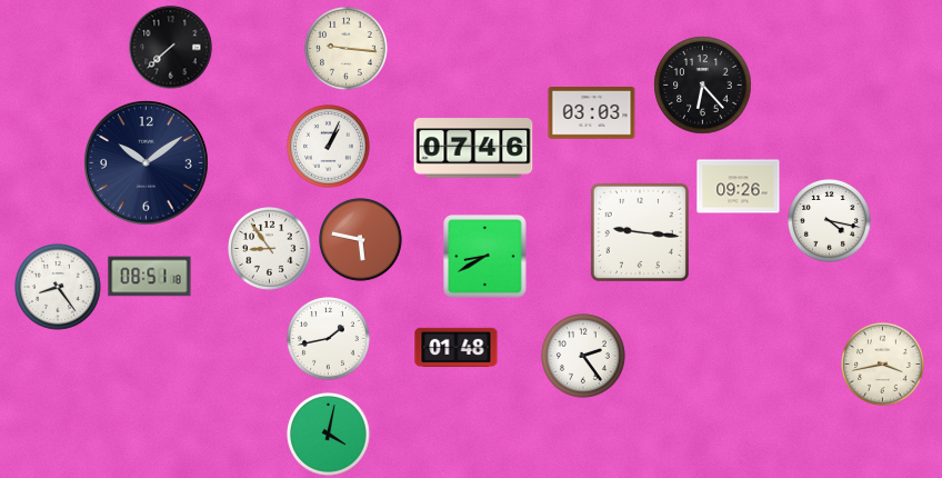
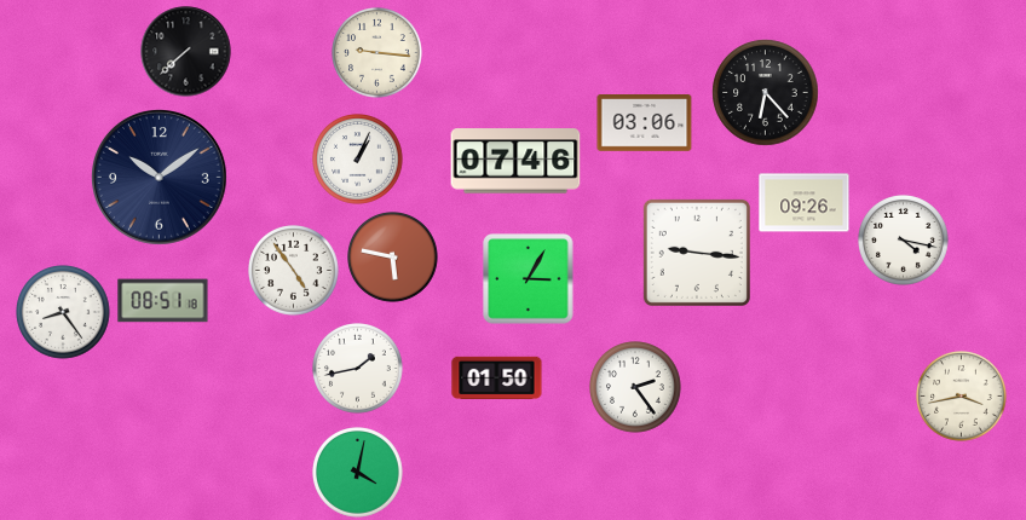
clock at (592, 113): 03:03 -> 03:06
clock at (361, 240) position: (361, 240) -> (393, 258)
clock at (270, 249): 8:54 -> 4:54
clock at (485, 257): 8:40 -> 3:05
clock at (457, 348): 01:48 -> 01:50
